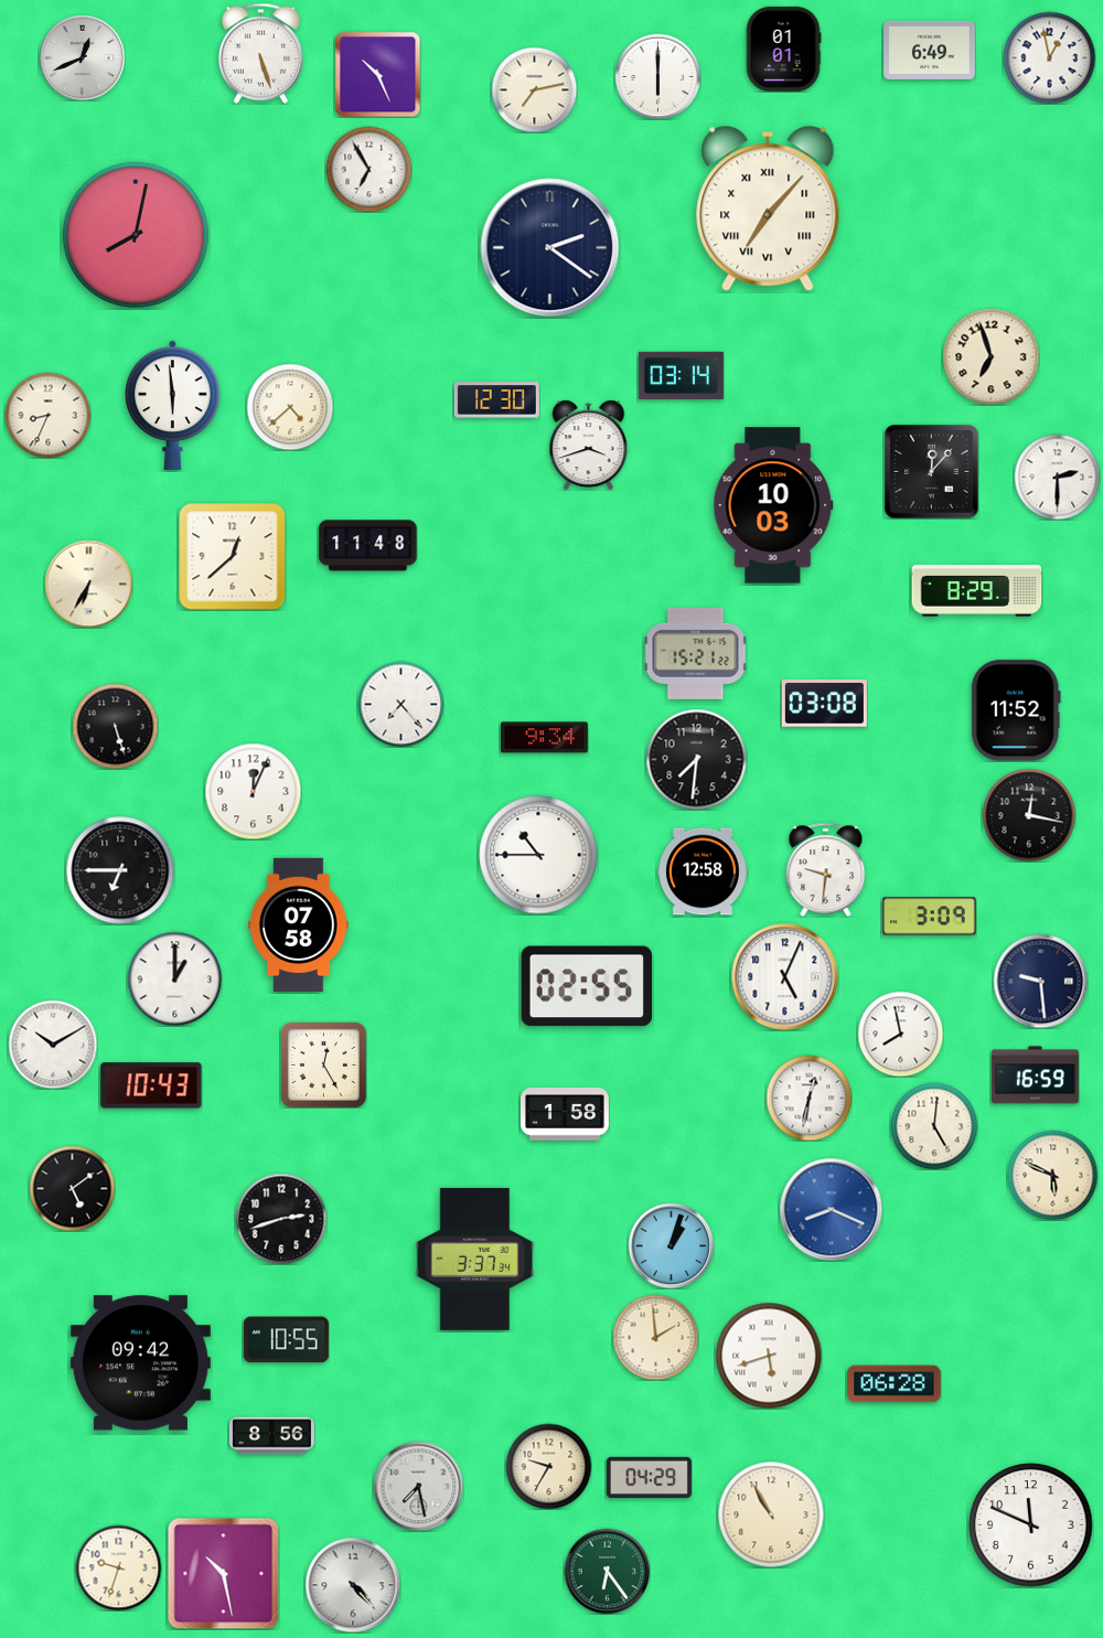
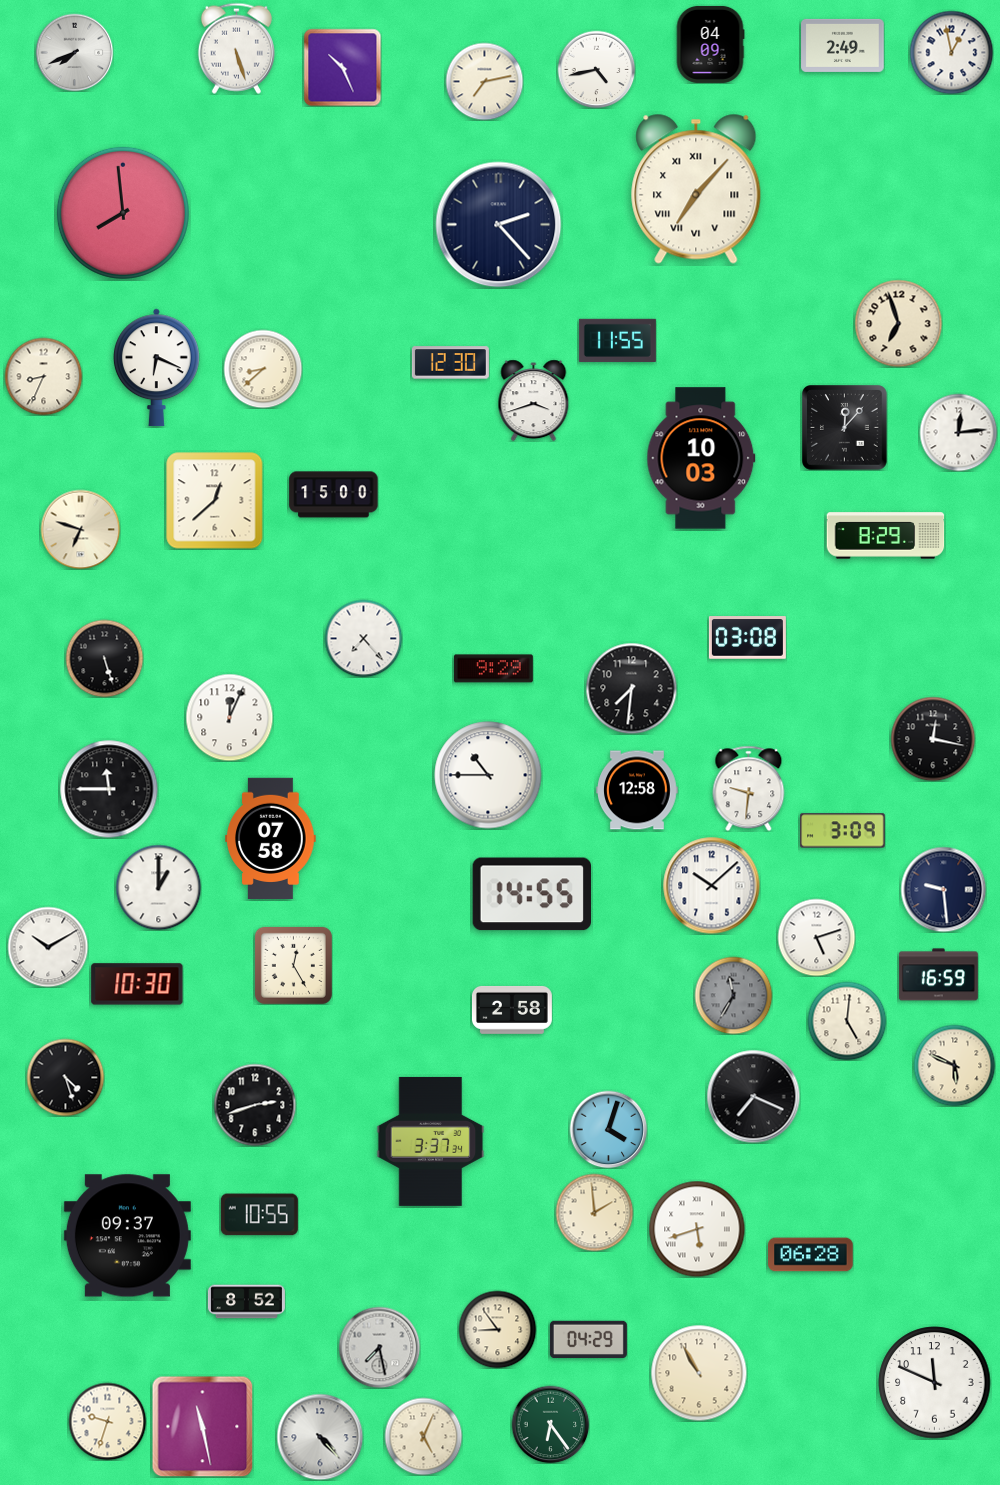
clock at (783, 49): 01:01 -> 04:09
clock at (930, 50): 6:49 -> 2:49
clock at (82, 57): 12:41 -> 7:41
clock at (657, 76): 6:00 -> 4:43
clock at (368, 169): 6:55 -> none
clock at (136, 235): 8:02 -> 7:59
clock at (550, 248): 2:21 -> 2:23
clock at (681, 375): 03:14 -> 11:55
clock at (172, 406): 5:59 -> 6:19
clock at (290, 407): 4:38 -> 8:38
clock at (589, 445) position: (589, 445) -> (534, 400)
clock at (1057, 477): 2:30 -> 12:14
clock at (368, 546): 11:48 -> 15:00
clock at (233, 557) position: (233, 557) -> (215, 501)
clock at (88, 584): 6:35 -> 6:48
clock at (695, 653): 15:21 -> none
clock at (1016, 710): 11:52 -> none
clock at (544, 738): 9:34 -> 9:29
clock at (120, 870): 6:45 -> 11:45
clock at (785, 977): 5:04 -> 10:08
clock at (586, 986): 02:55 -> 14:55
clock at (900, 1034): 7:58 -> 5:12
clock at (151, 1085): 10:43 -> 10:30
clock at (808, 1098): 12:32 -> 11:35
clock at (808, 1098) dial: white -> grey
clock at (565, 1114): 1:58 -> 2:58
clock at (72, 1188): 5:09 -> 4:27
clock at (831, 1209): 8:19 -> 7:19
clock at (831, 1209) dial: blue -> black
clock at (671, 1245): 1:03 -> 4:03
clock at (140, 1363): 09:42 -> 09:37
clock at (271, 1436): 8:56 -> 8:52
clock at (548, 1466): 9:35 -> 8:54
clock at (223, 1573): 10:28 -> 11:28
clock at (423, 1436): none -> 5:04
